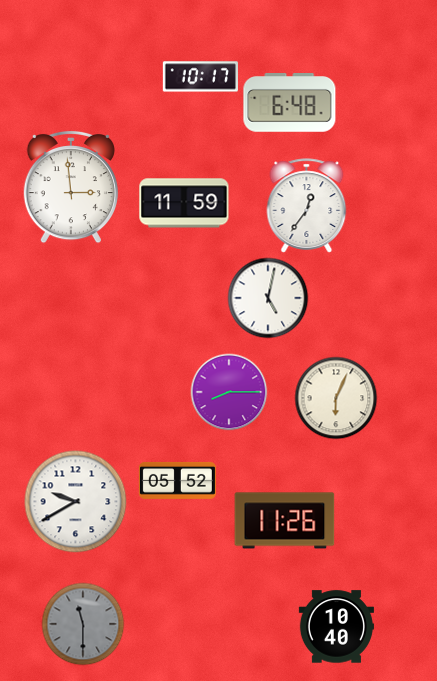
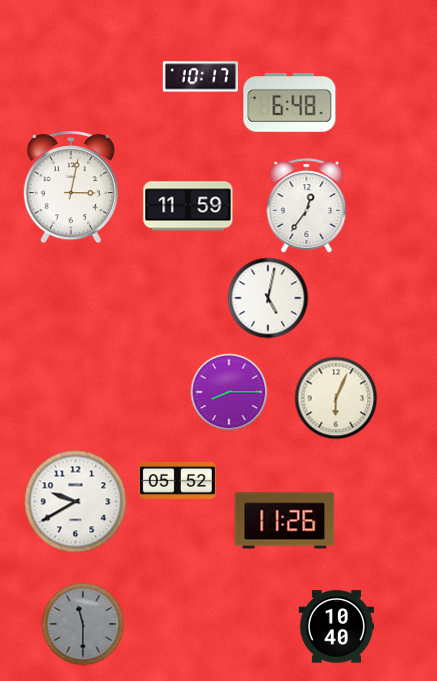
clock at (71, 187): 2:59 -> 3:02
clock at (184, 203) position: (184, 203) -> (188, 206)
